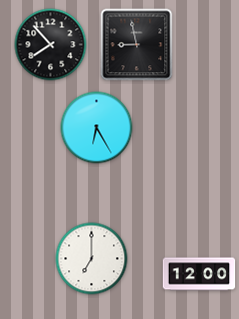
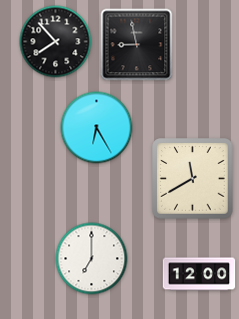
clock at (51, 45) position: (51, 45) -> (56, 42)
clock at (193, 179): none -> 11:40
